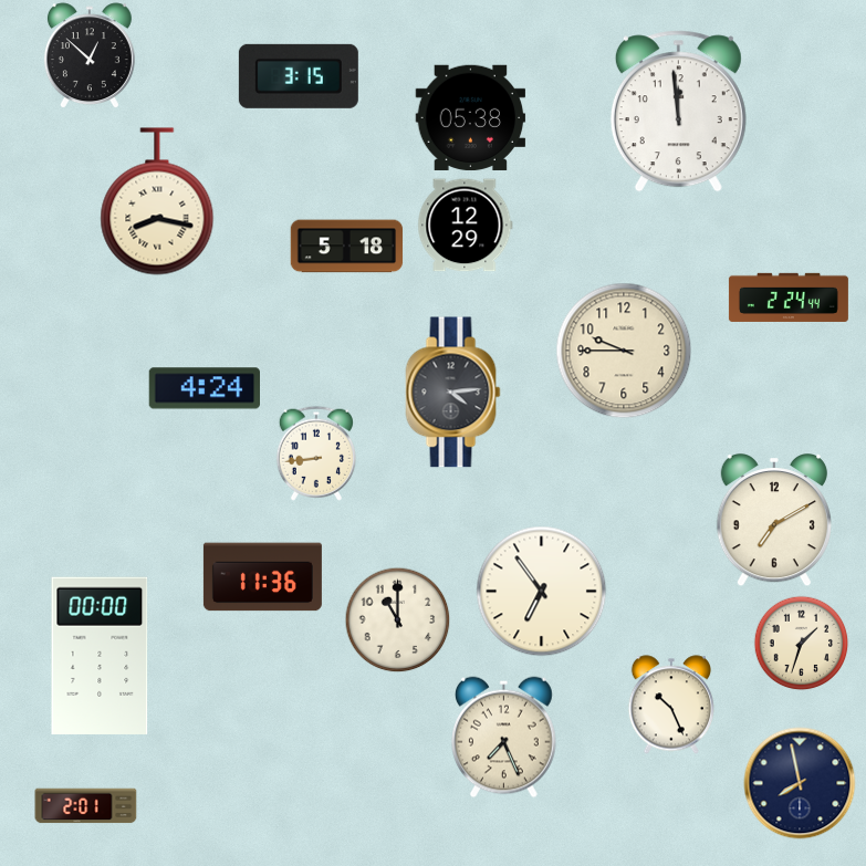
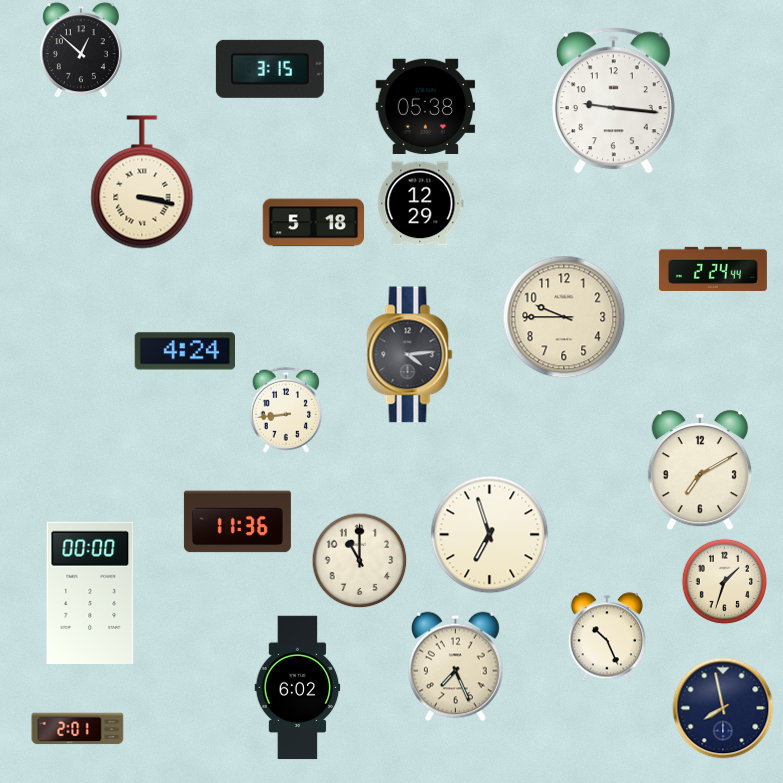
clock at (678, 112): 11:59 -> 9:16
clock at (157, 201): 8:17 -> 3:17
clock at (542, 592): 6:54 -> 6:57
clock at (298, 688): none -> 6:02
